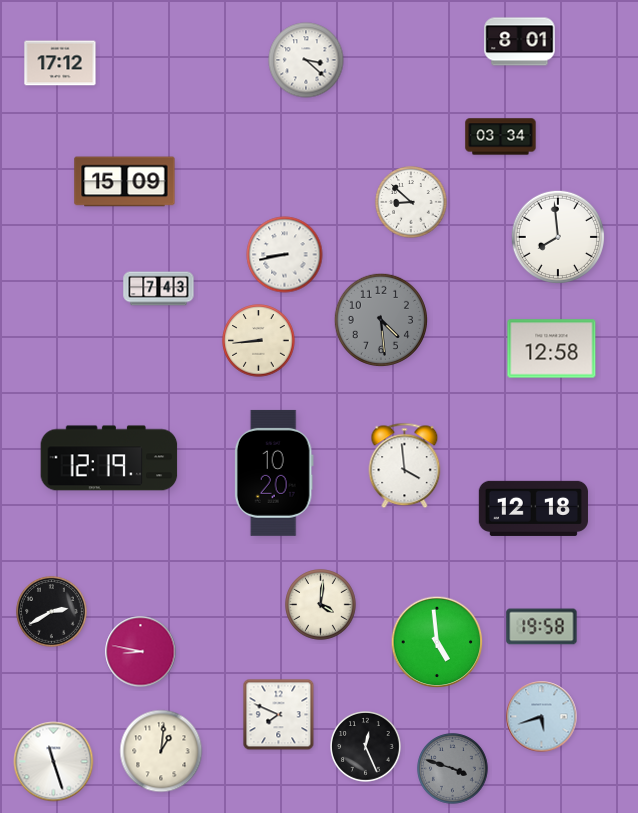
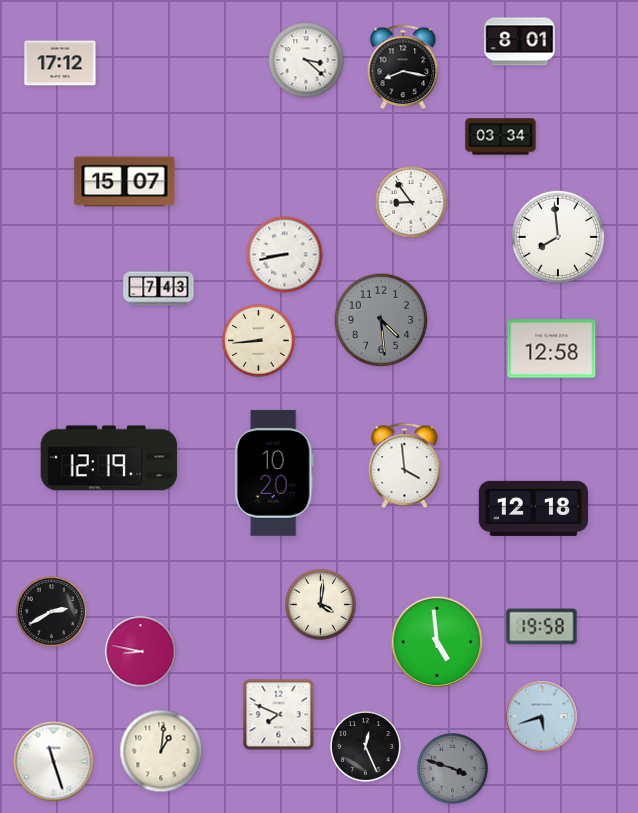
clock at (403, 67): none -> 8:17
clock at (125, 182): 15:09 -> 15:07
clock at (411, 202): 8:52 -> 8:54
